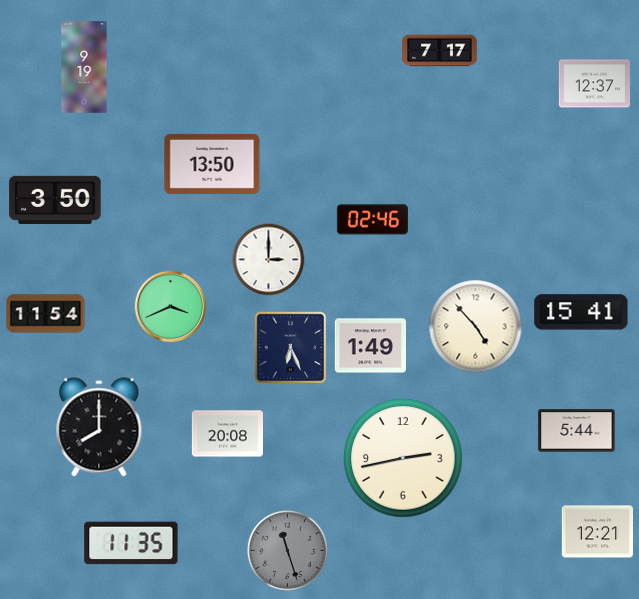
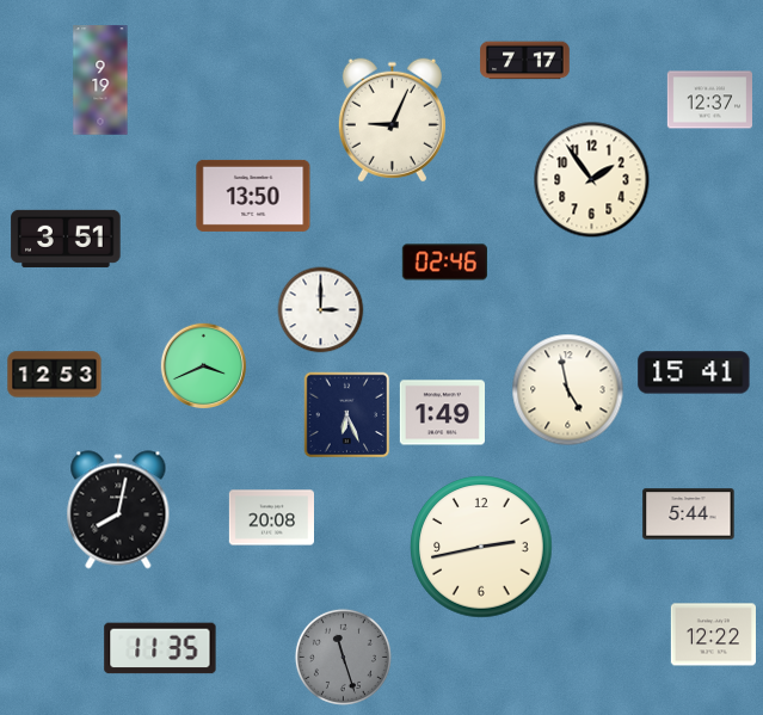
clock at (392, 121): none -> 9:04
clock at (592, 180): none -> 1:54
clock at (55, 200): 3:50 -> 3:51
clock at (46, 314): 11:54 -> 12:53
clock at (476, 327): 4:53 -> 4:58
clock at (99, 427): 8:00 -> 8:02
clock at (597, 532): 12:21 -> 12:22
clock at (131, 543) position: (131, 543) -> (160, 648)
